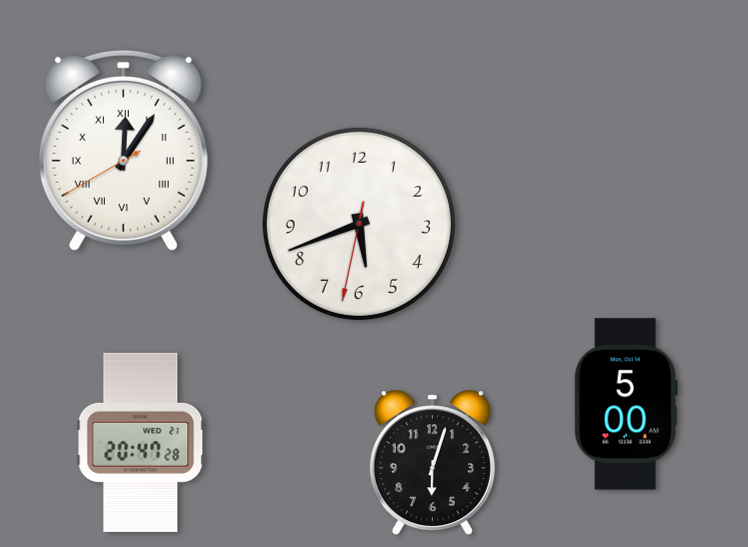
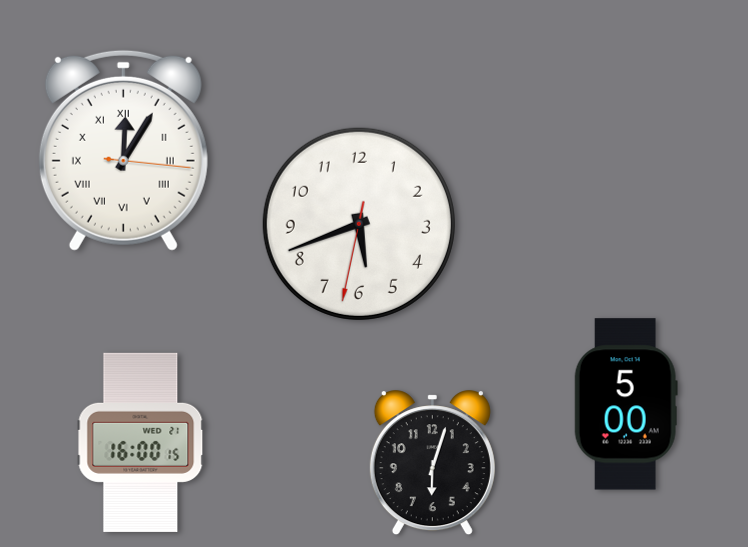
clock at (123, 150): 12:05:40 -> 12:05:16
clock at (141, 442): 20:47 -> 16:00
